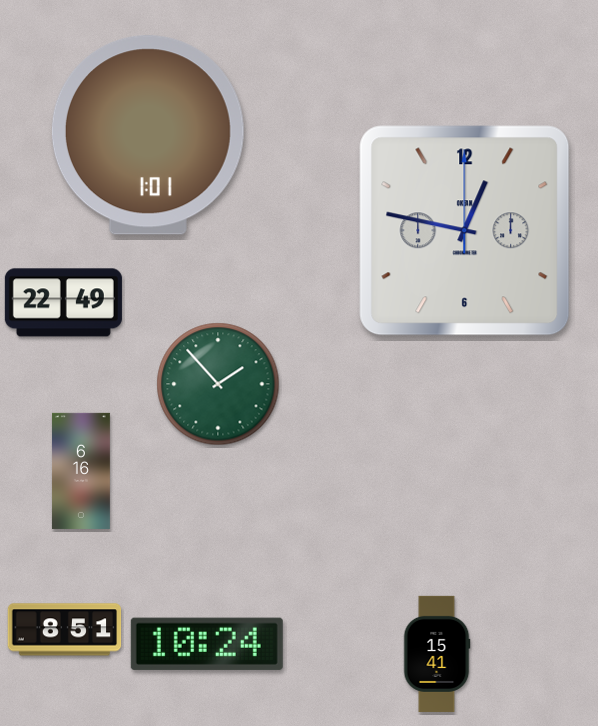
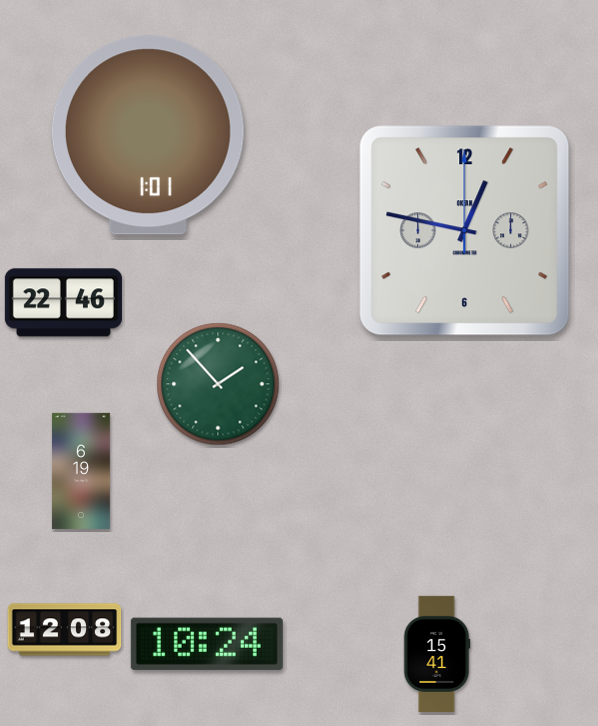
clock at (63, 303): 22:49 -> 22:46
clock at (81, 471): 6:16 -> 6:19
clock at (65, 630): 8:51 -> 12:08
